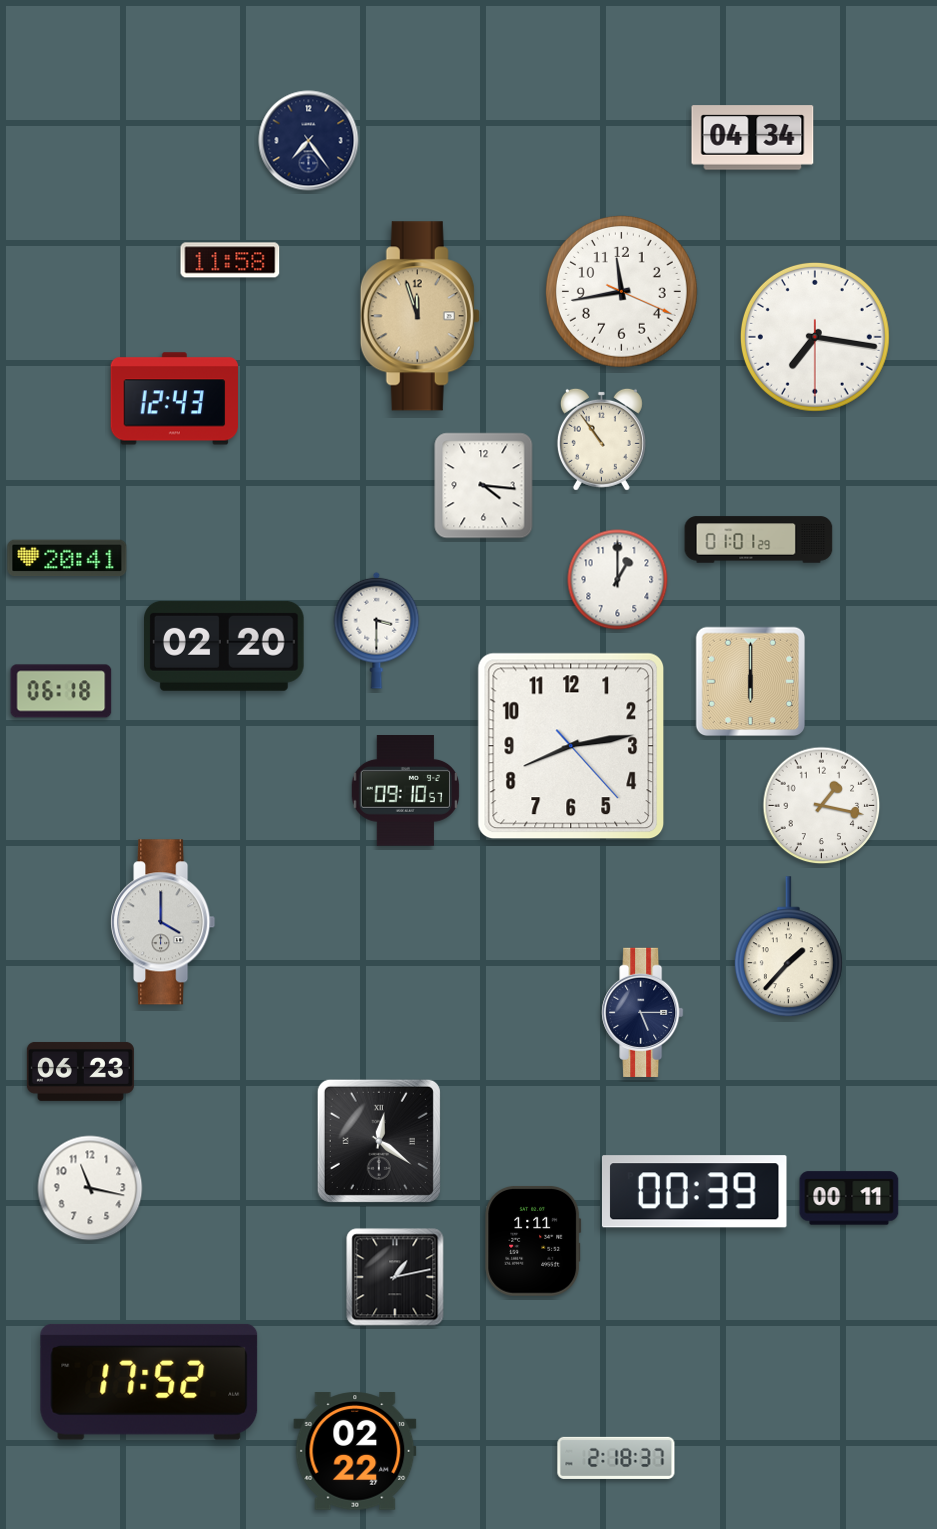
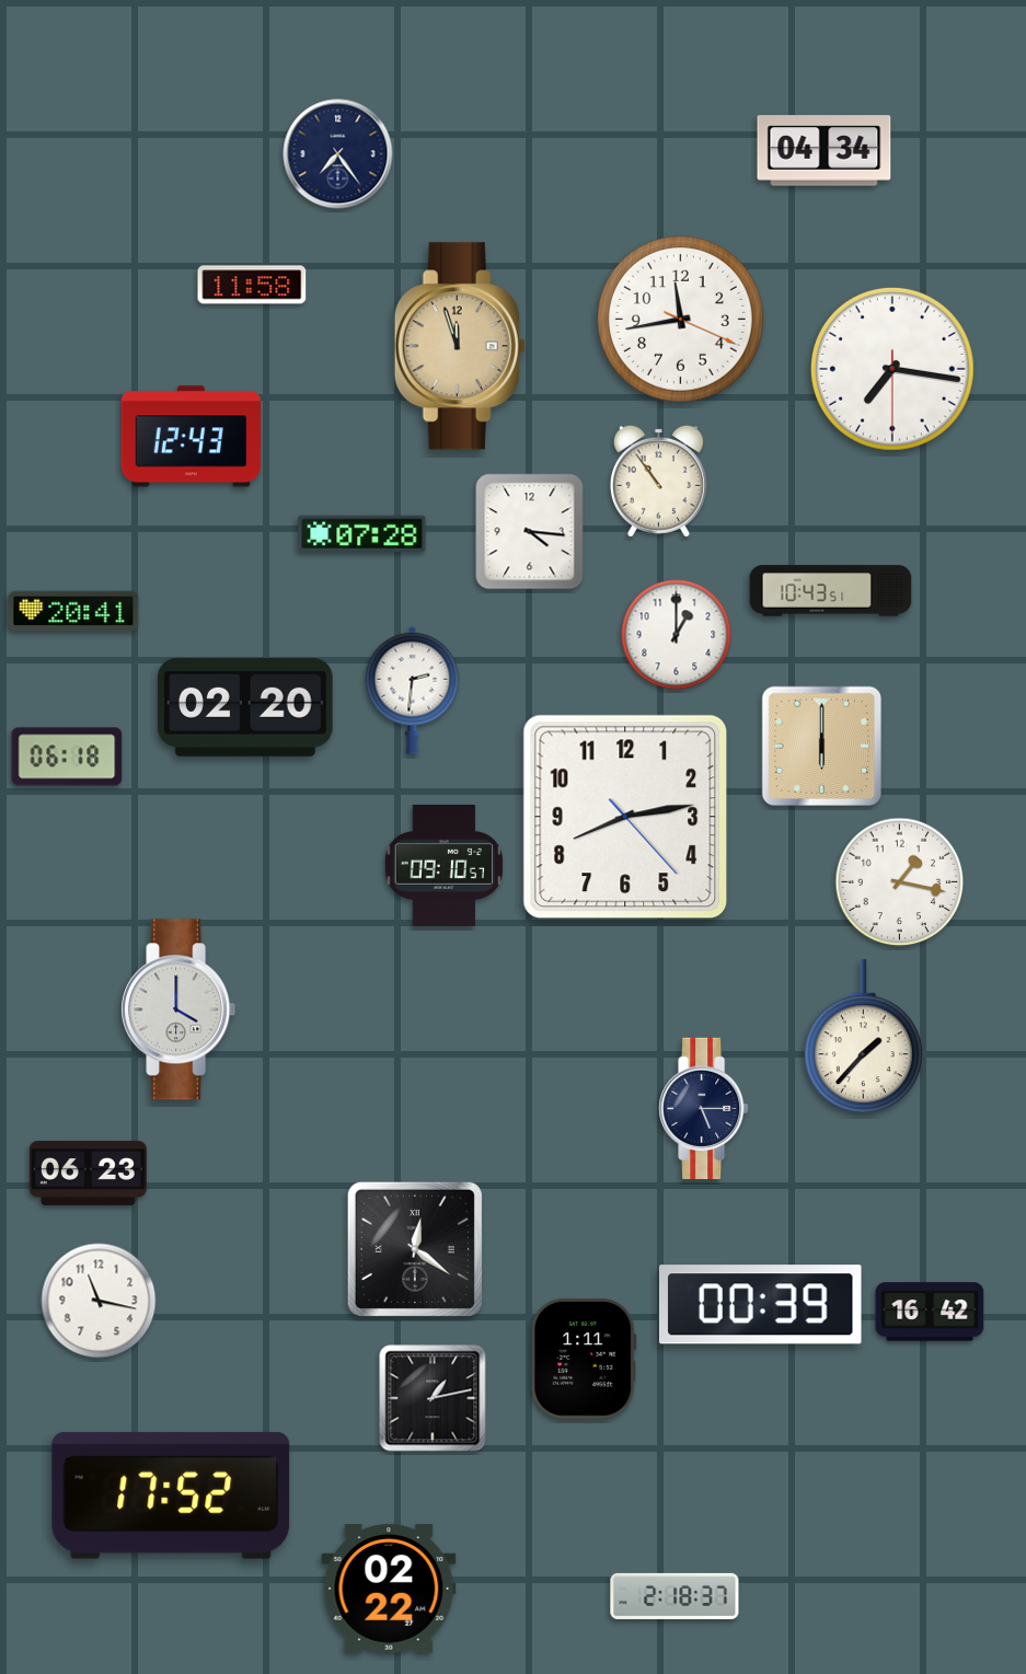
clock at (362, 533): none -> 07:28
clock at (759, 540): 01:01 -> 10:43
clock at (377, 630): 3:30 -> 2:31
clock at (849, 1198): 00:11 -> 16:42
clock at (149, 1382) position: (149, 1382) -> (171, 1496)
